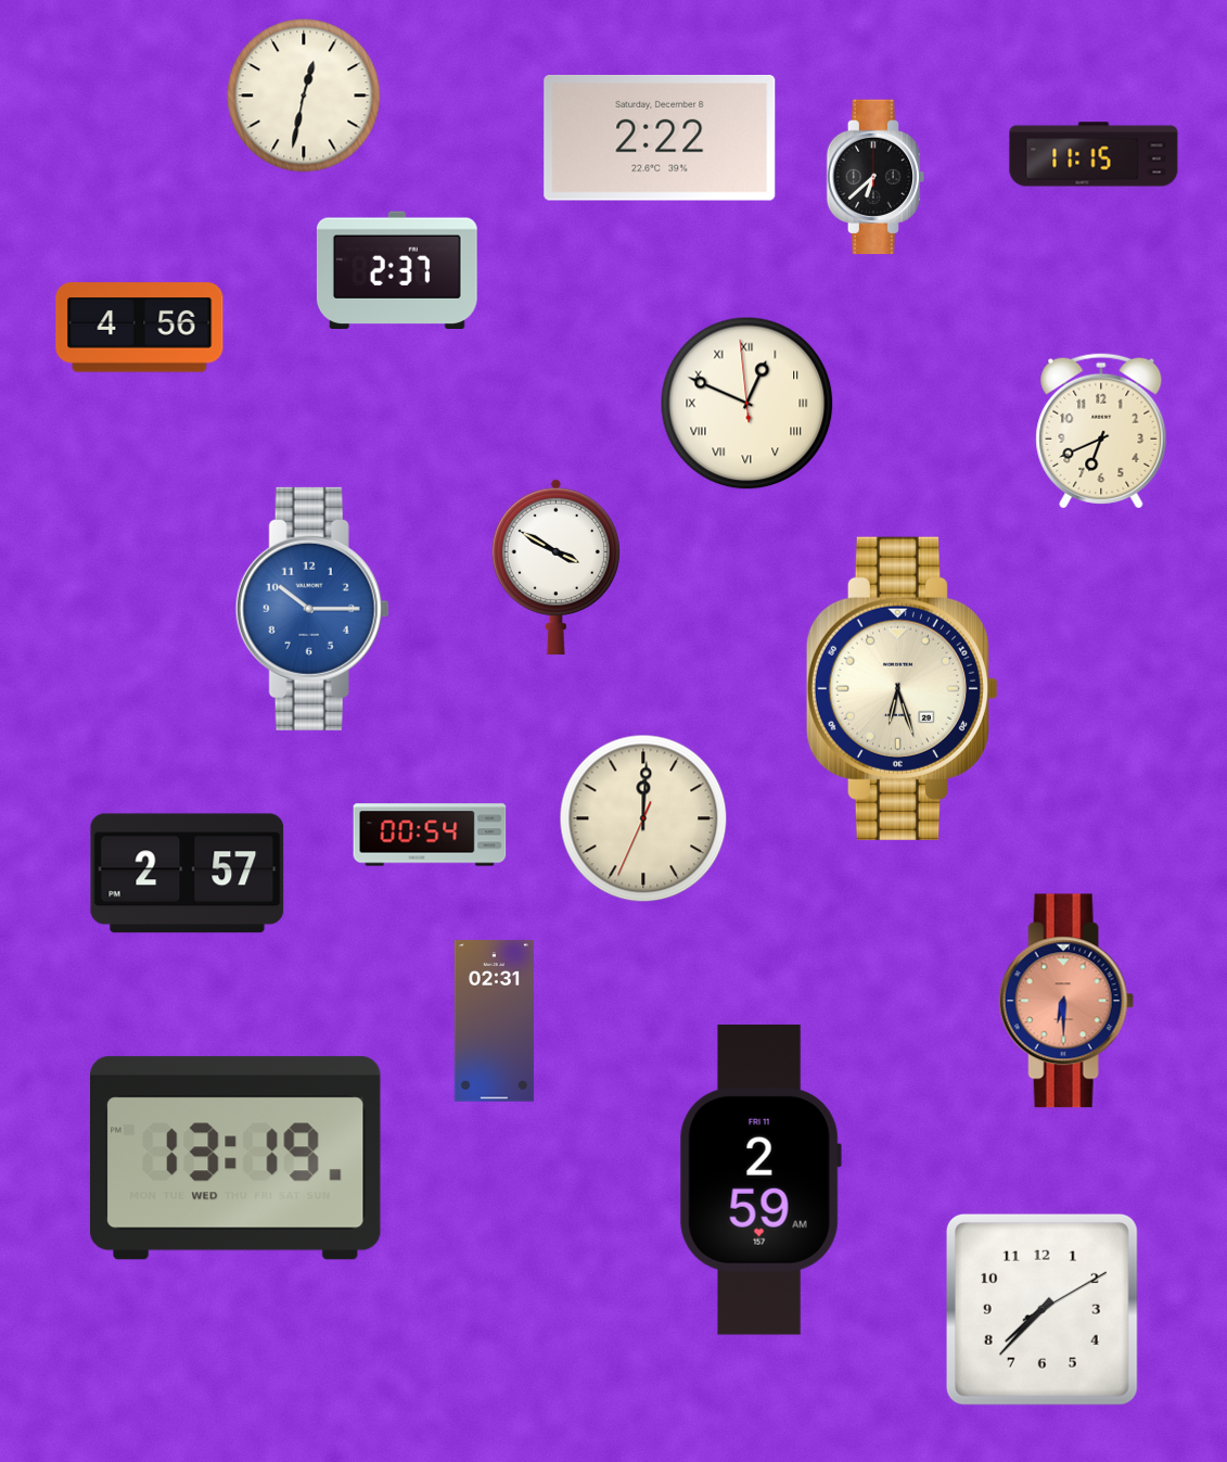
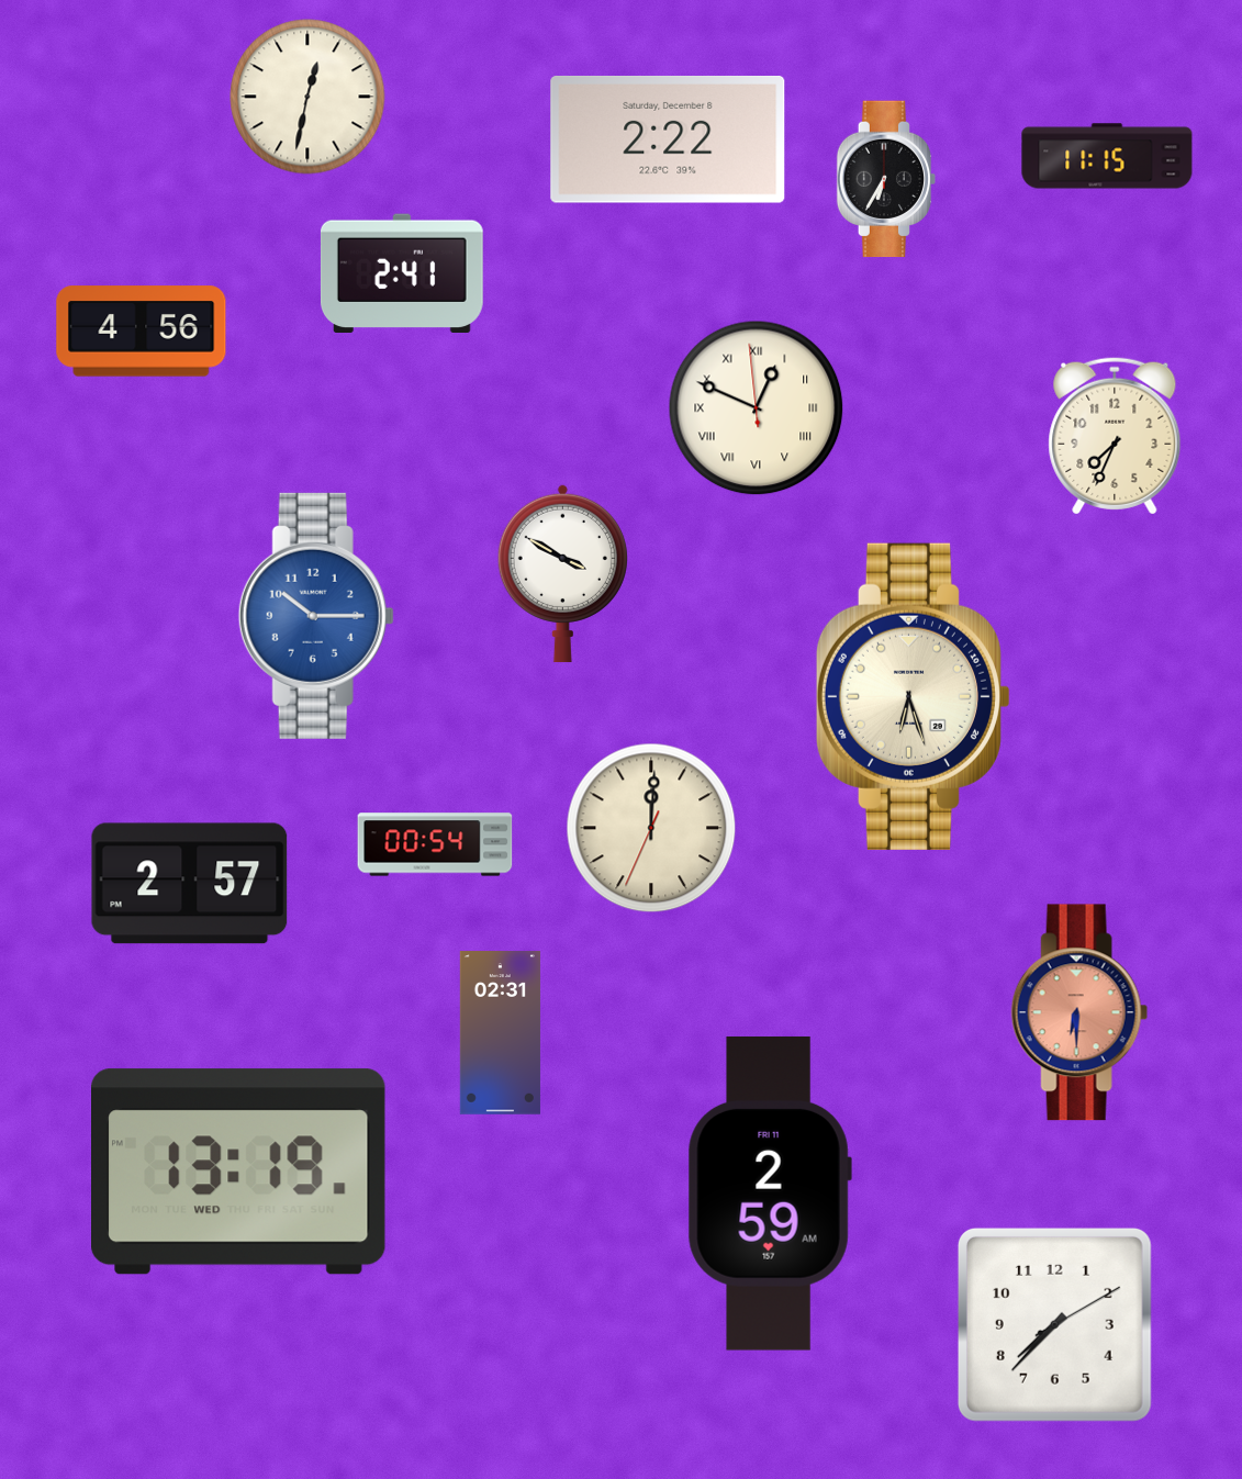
clock at (875, 177): 6:38 -> 6:35
clock at (397, 269): 2:37 -> 2:41
clock at (1101, 431): 6:41 -> 7:34
